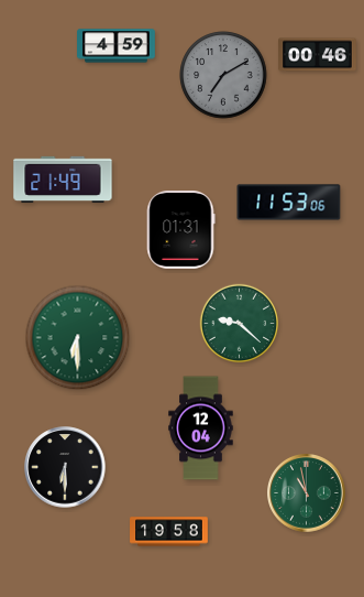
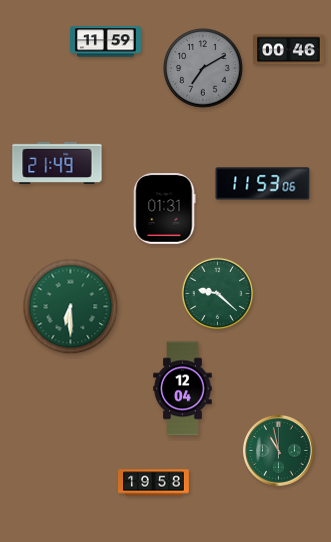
clock at (117, 46): 4:59 -> 11:59
clock at (65, 467): 6:30 -> none
clock at (307, 493) position: (307, 493) -> (279, 451)
